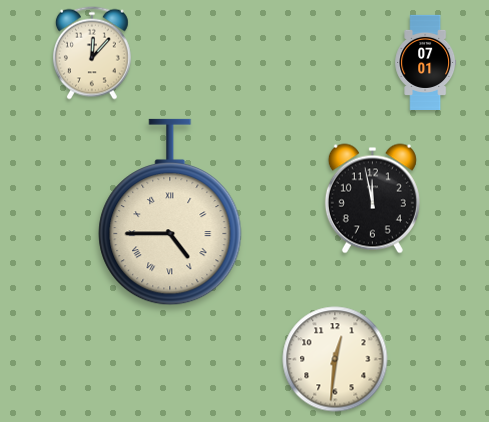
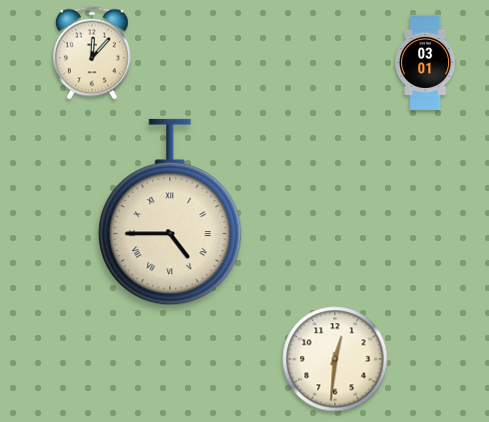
clock at (426, 62): 07:01 -> 03:01
clock at (372, 199): 11:58 -> none
